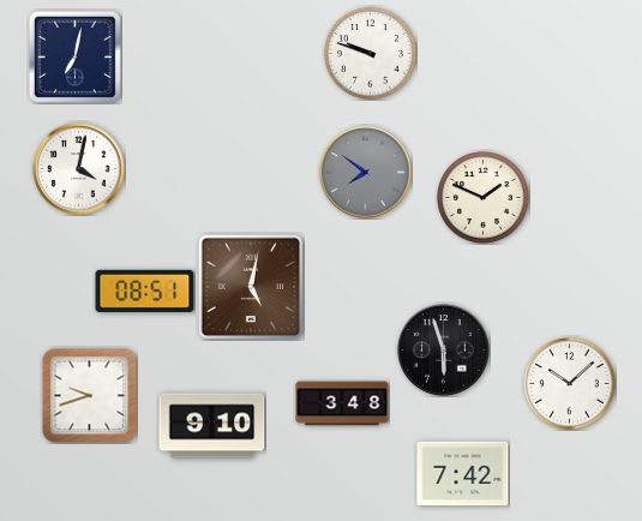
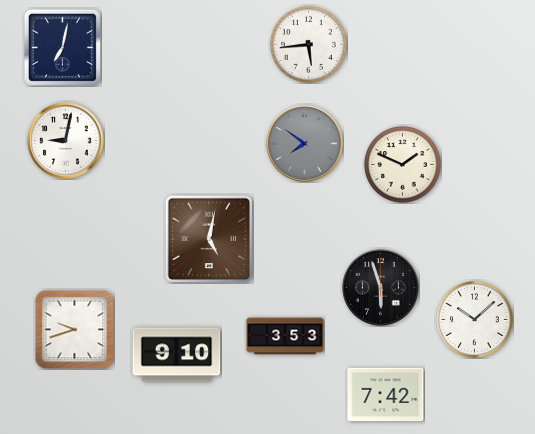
clock at (371, 54): 9:48 -> 5:44
clock at (79, 169): 4:02 -> 9:02
clock at (145, 292): 08:51 -> none
clock at (444, 351) position: (444, 351) -> (381, 288)
clock at (342, 403): 3:48 -> 3:53
